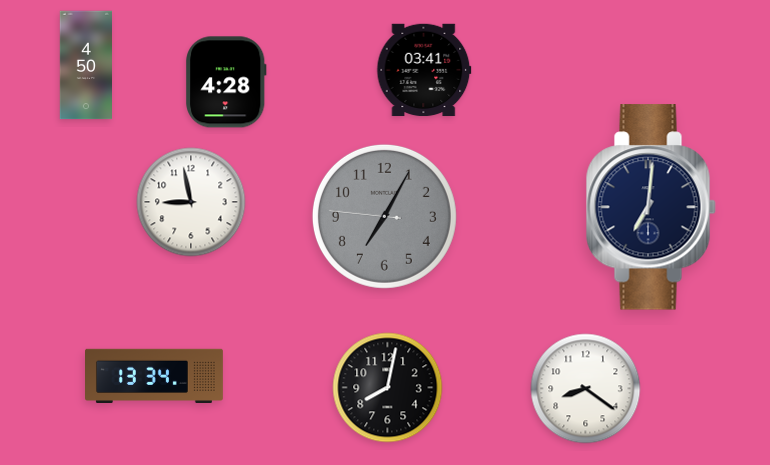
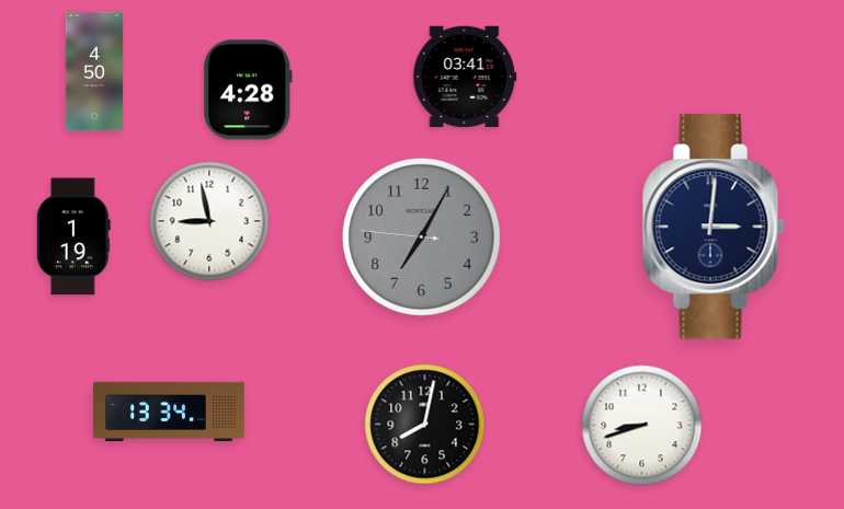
clock at (651, 207): 7:01 -> 3:01
clock at (73, 236): none -> 1:19
clock at (586, 389): 8:21 -> 8:42
